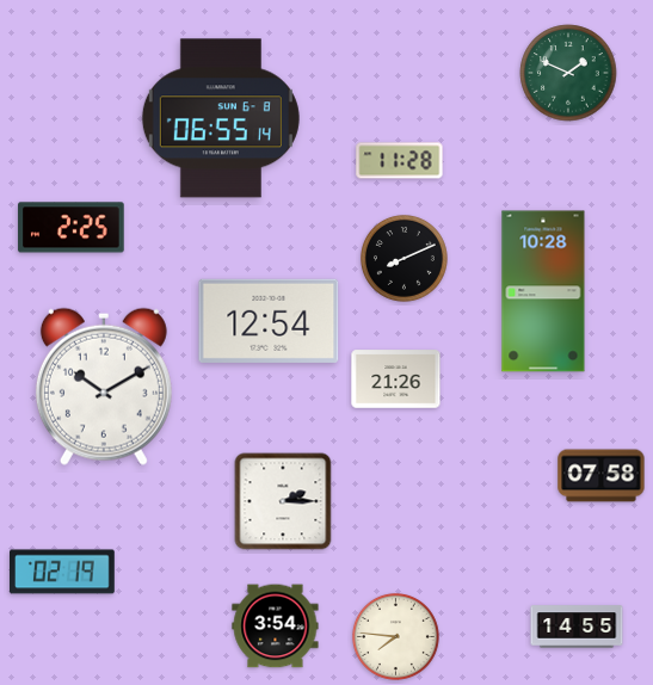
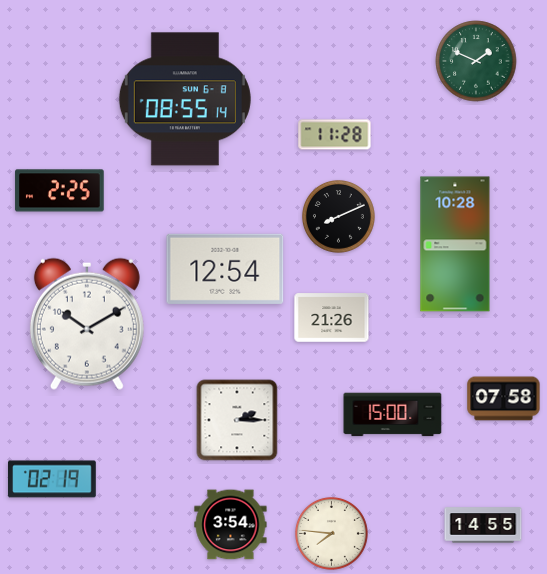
clock at (221, 118): 06:55 -> 08:55
clock at (393, 415): none -> 15:00
